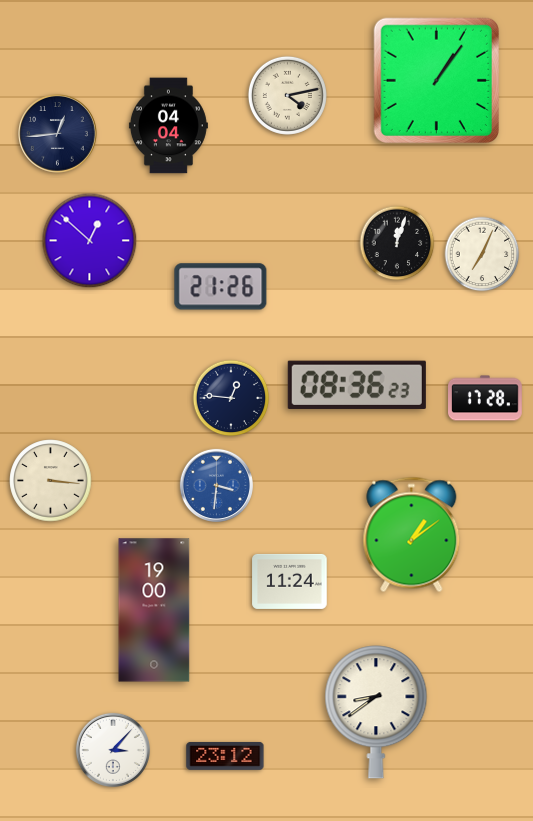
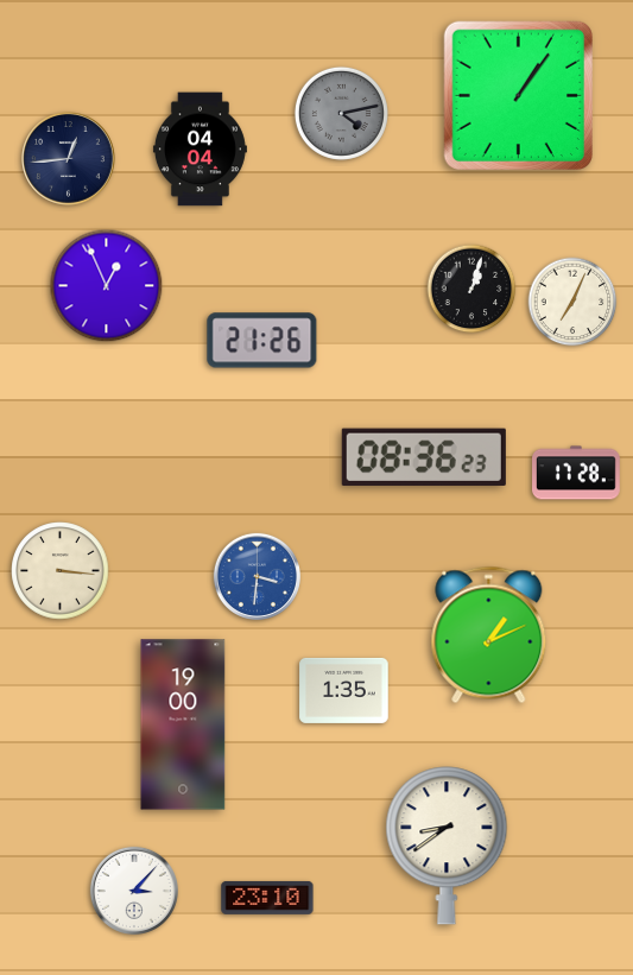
clock at (287, 95) dial: cream -> grey
clock at (90, 241): 12:52 -> 12:56
clock at (397, 243): 12:03 -> 1:03
clock at (231, 398): 12:46 -> none
clock at (412, 535): 1:09 -> 1:11
clock at (290, 581): 11:24 -> 1:35
clock at (225, 756): 23:12 -> 23:10
